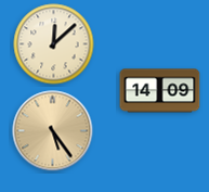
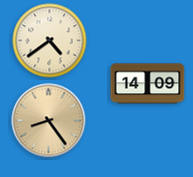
clock at (54, 44): 12:08 -> 4:39
clock at (53, 131): 5:24 -> 8:24
